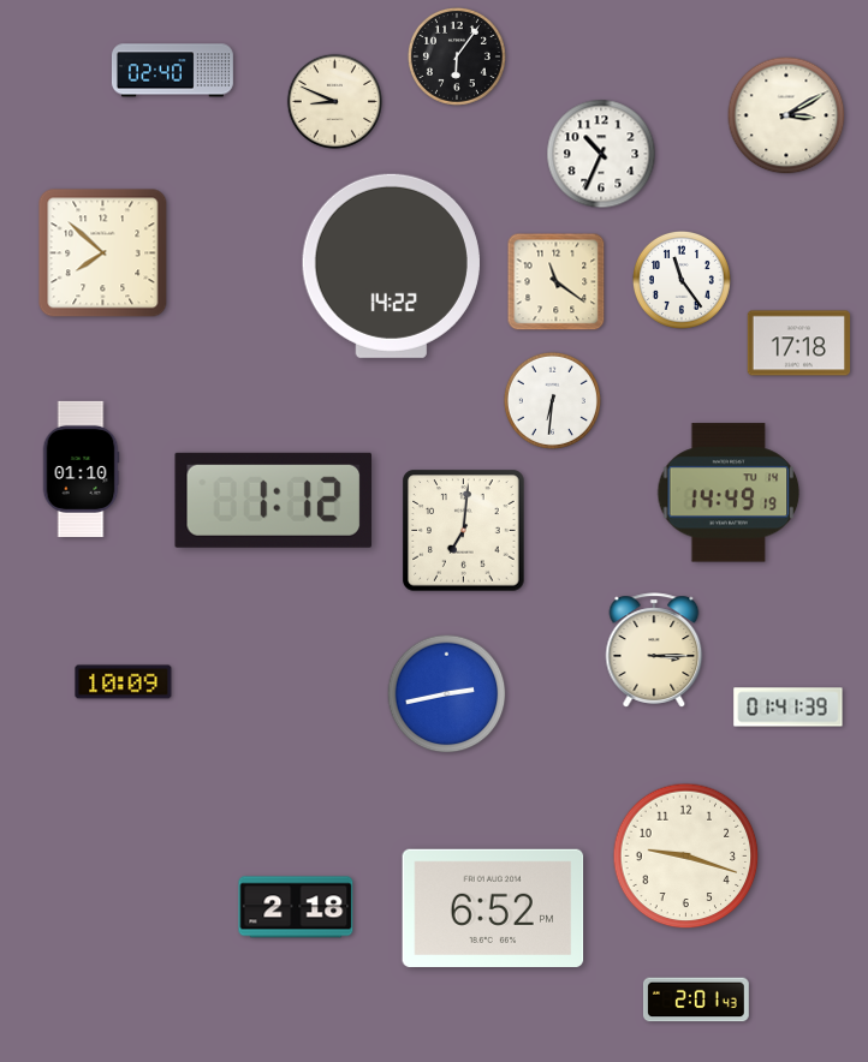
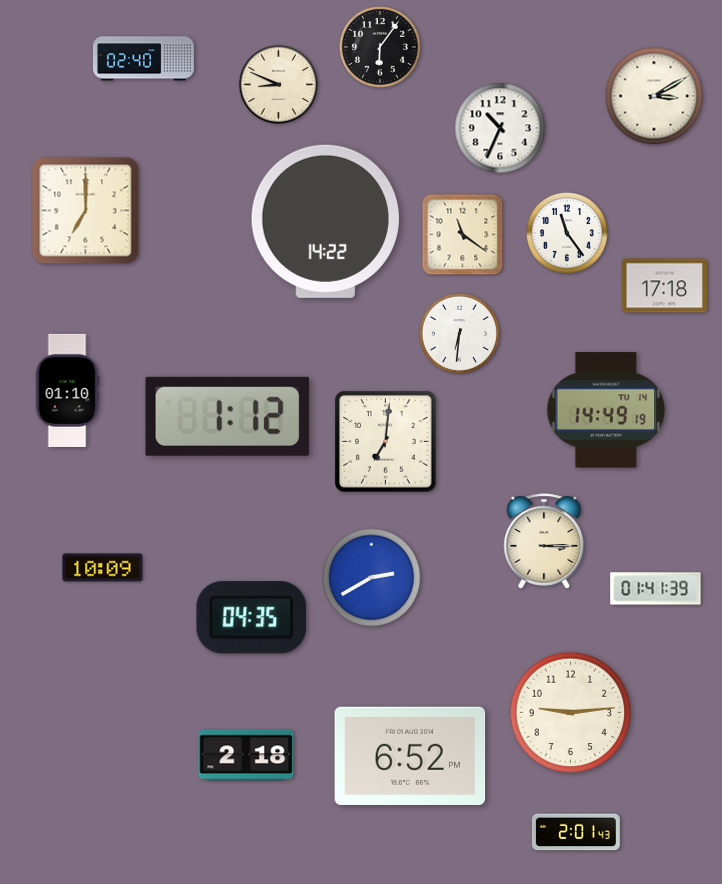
clock at (103, 253): 7:52 -> 7:00
clock at (447, 694): 2:43 -> 2:40
clock at (252, 618): none -> 04:35
clock at (686, 857): 9:18 -> 9:14
clock at (696, 1000) position: (696, 1000) -> (576, 832)
